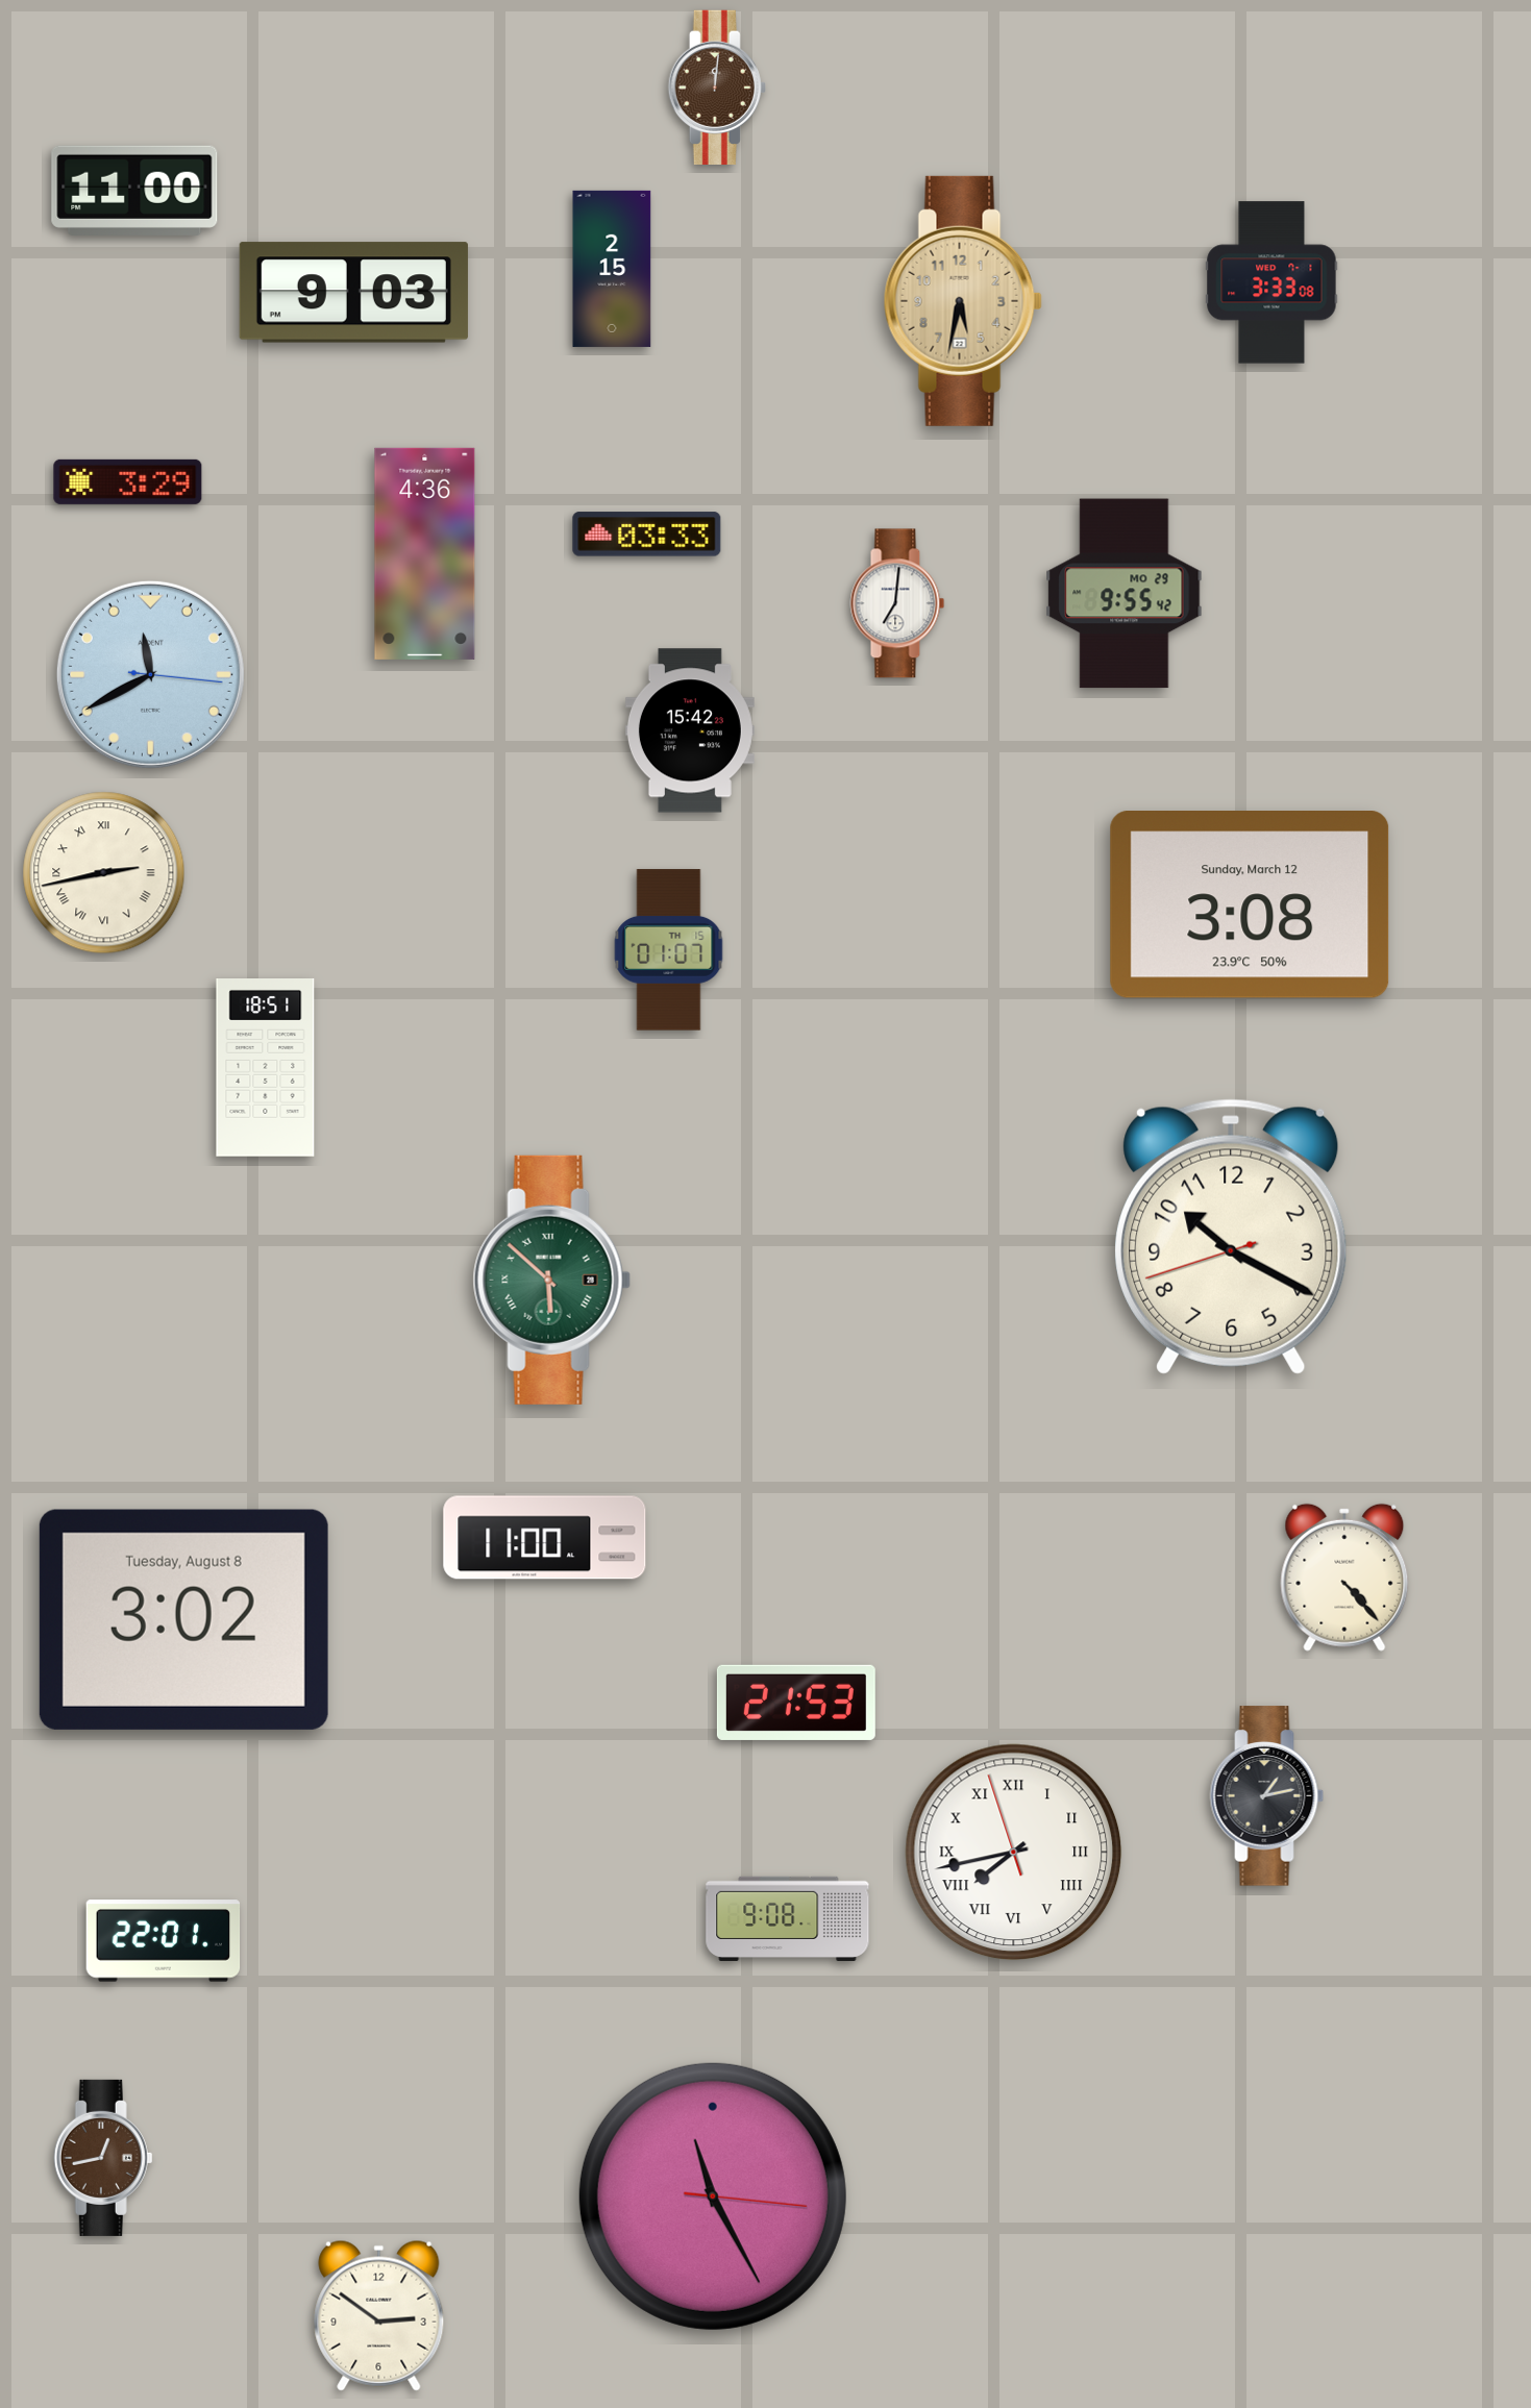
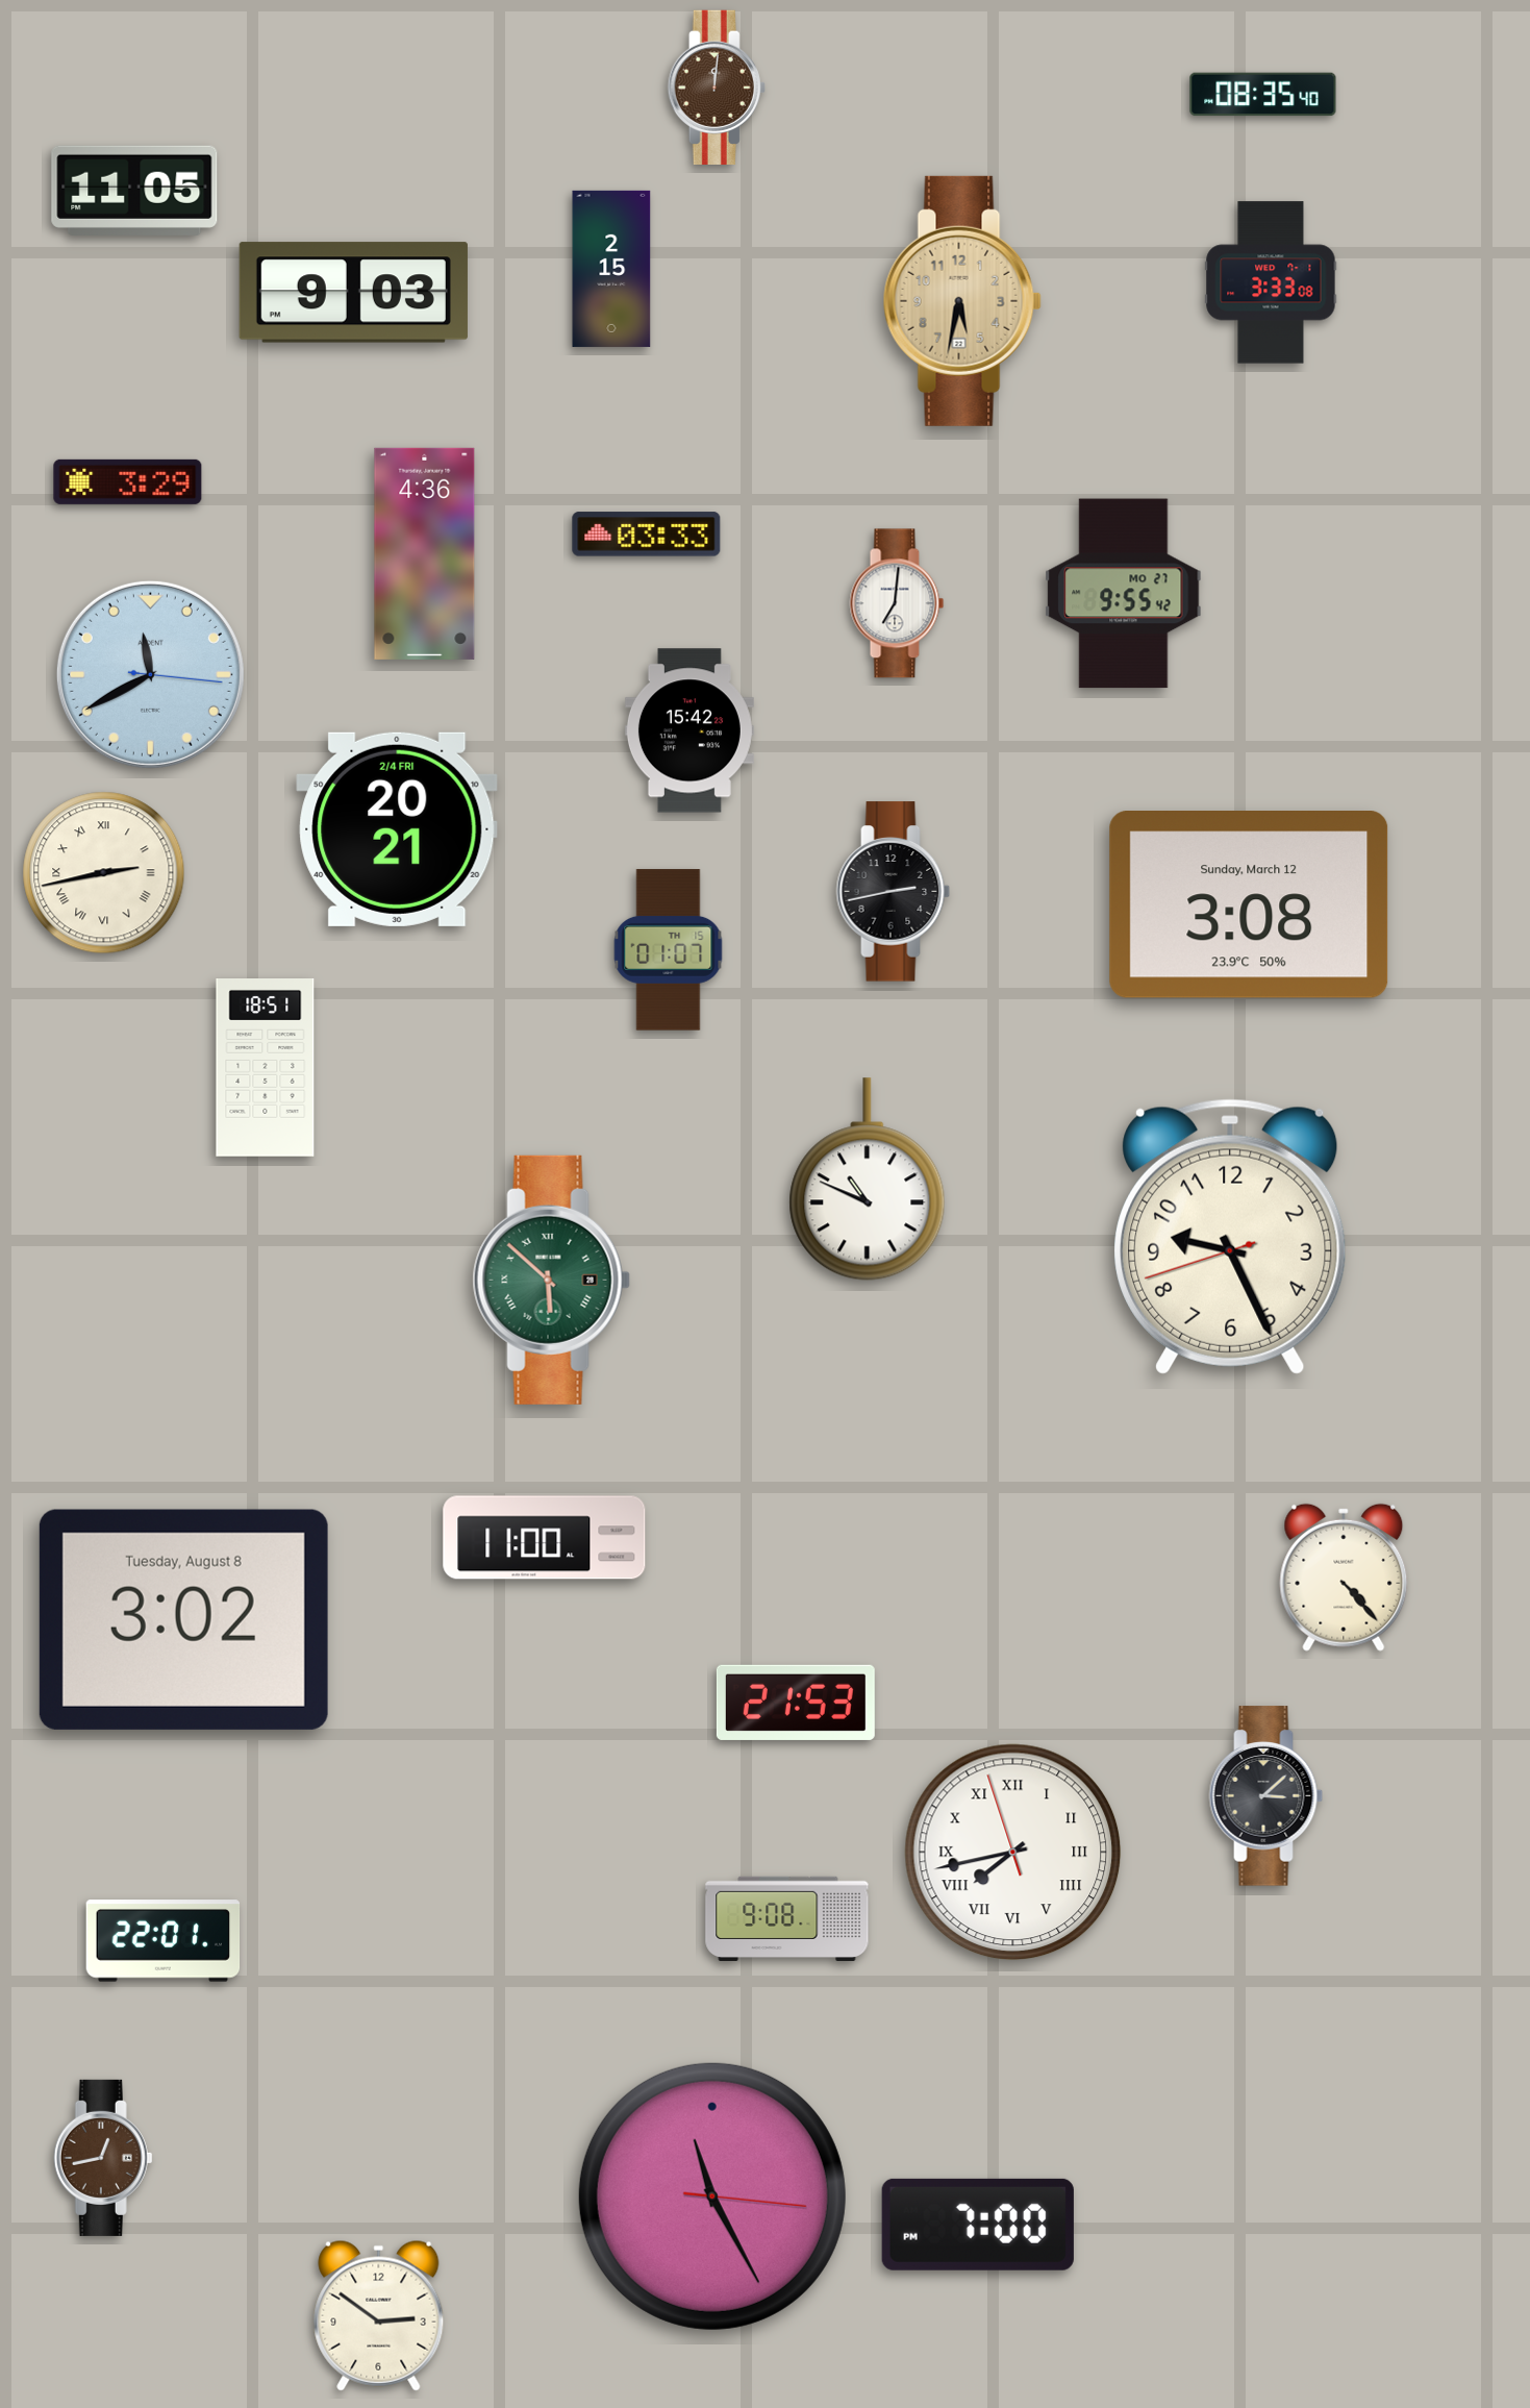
clock at (1263, 95): none -> 08:35
clock at (134, 191): 11:00 -> 11:05
clock at (1125, 594) date: MO 29 -> MO 27
clock at (397, 829): none -> 20:21
clock at (894, 892): none -> 2:43
clock at (868, 1180): none -> 10:49
clock at (1231, 1237): 10:19 -> 9:25
clock at (1267, 1796): 1:13 -> 3:08
clock at (978, 2225): none -> 7:00
